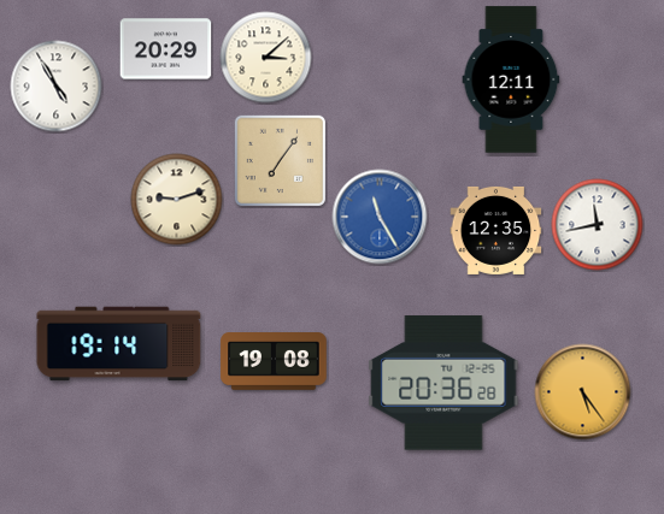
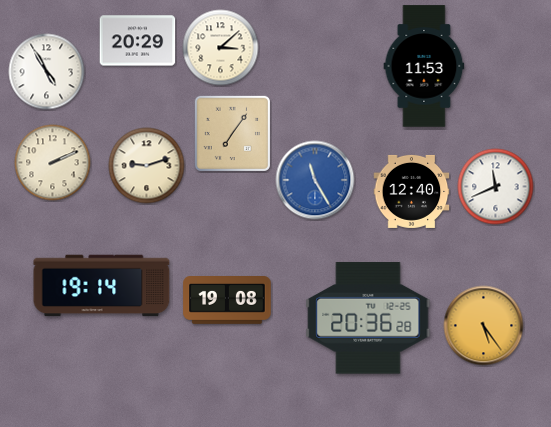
clock at (511, 79): 12:11 -> 11:53
clock at (53, 163): none -> 2:11
clock at (598, 225): 11:43 -> 11:41
clock at (496, 230): 12:35 -> 12:40
clock at (119, 344) position: (119, 344) -> (102, 286)
